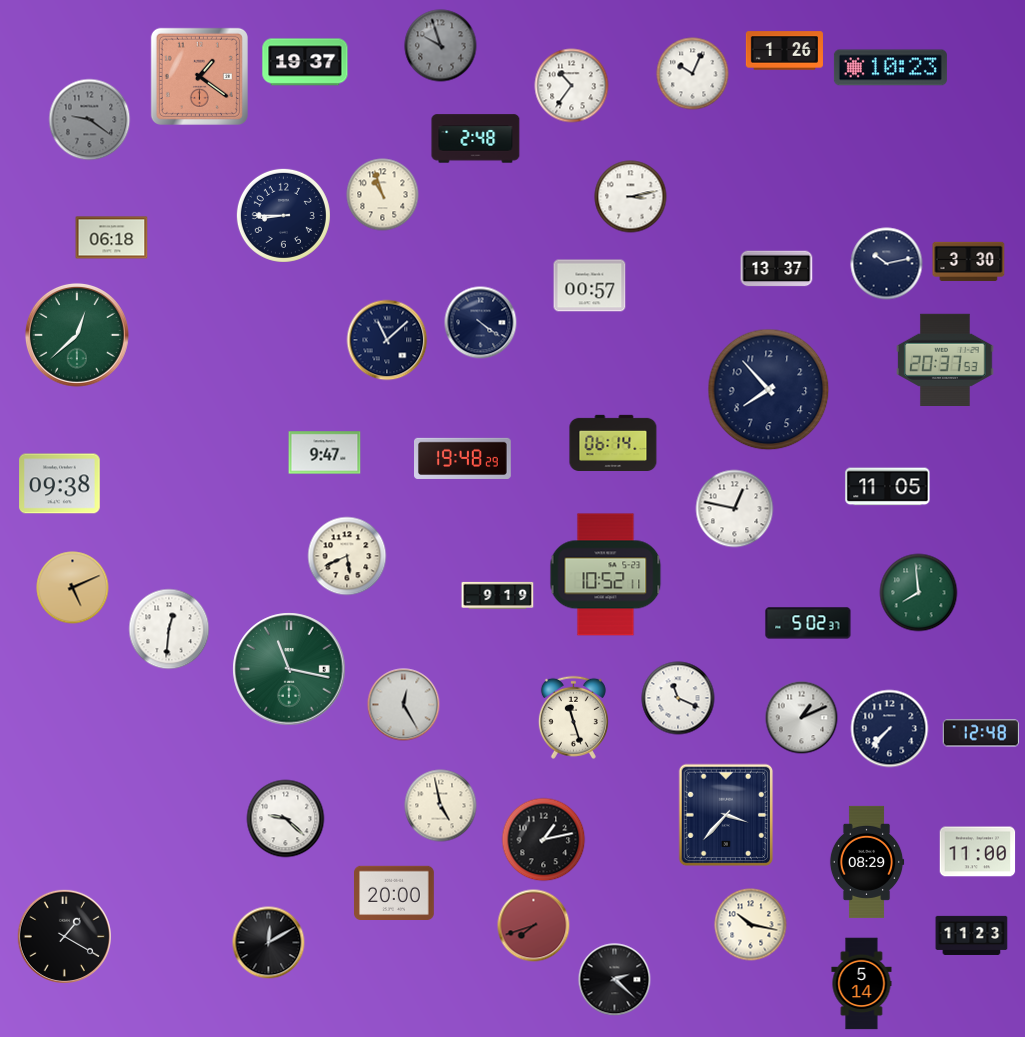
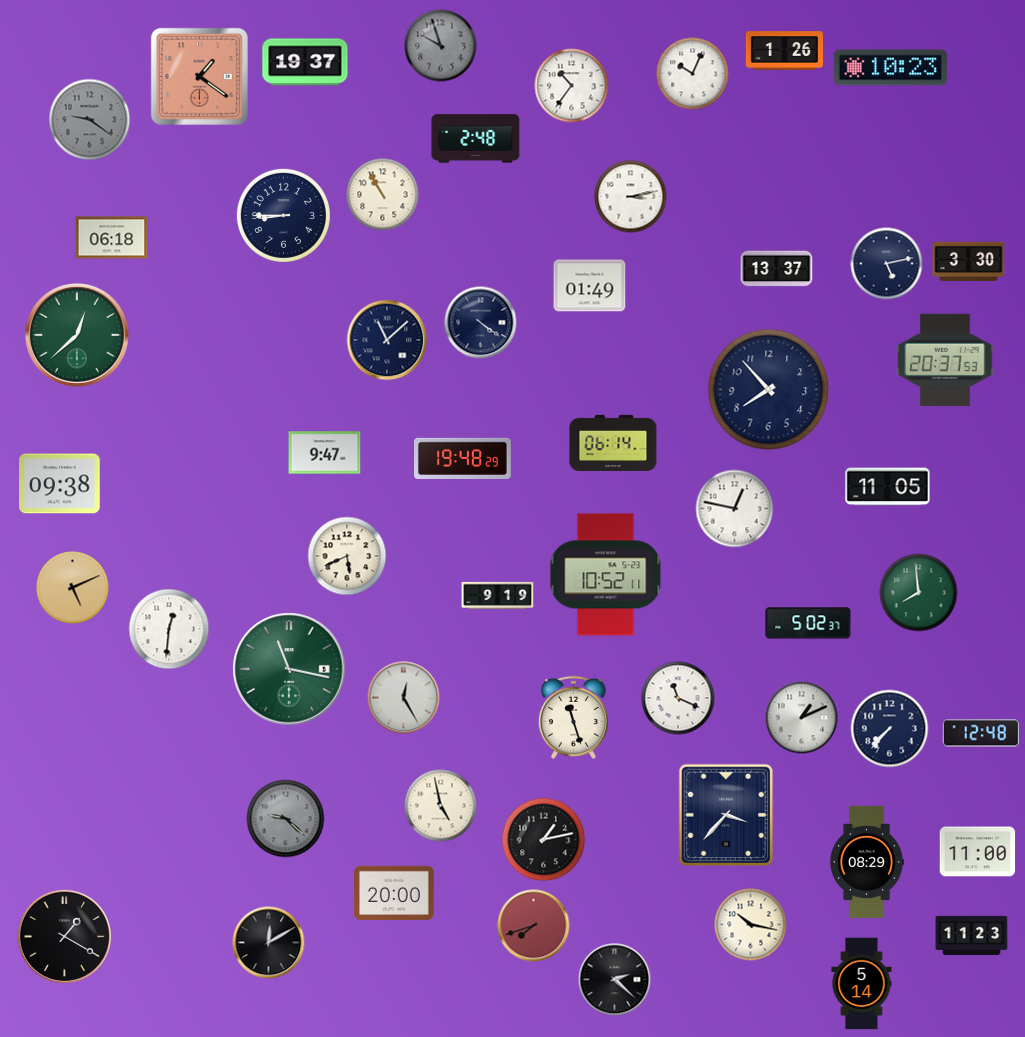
clock at (383, 195): 10:57 -> 10:55
clock at (887, 264): 10:13 -> 5:13
clock at (590, 286): 00:57 -> 01:49
clock at (404, 705) position: (404, 705) -> (404, 698)
clock at (286, 819) dial: white -> grey
